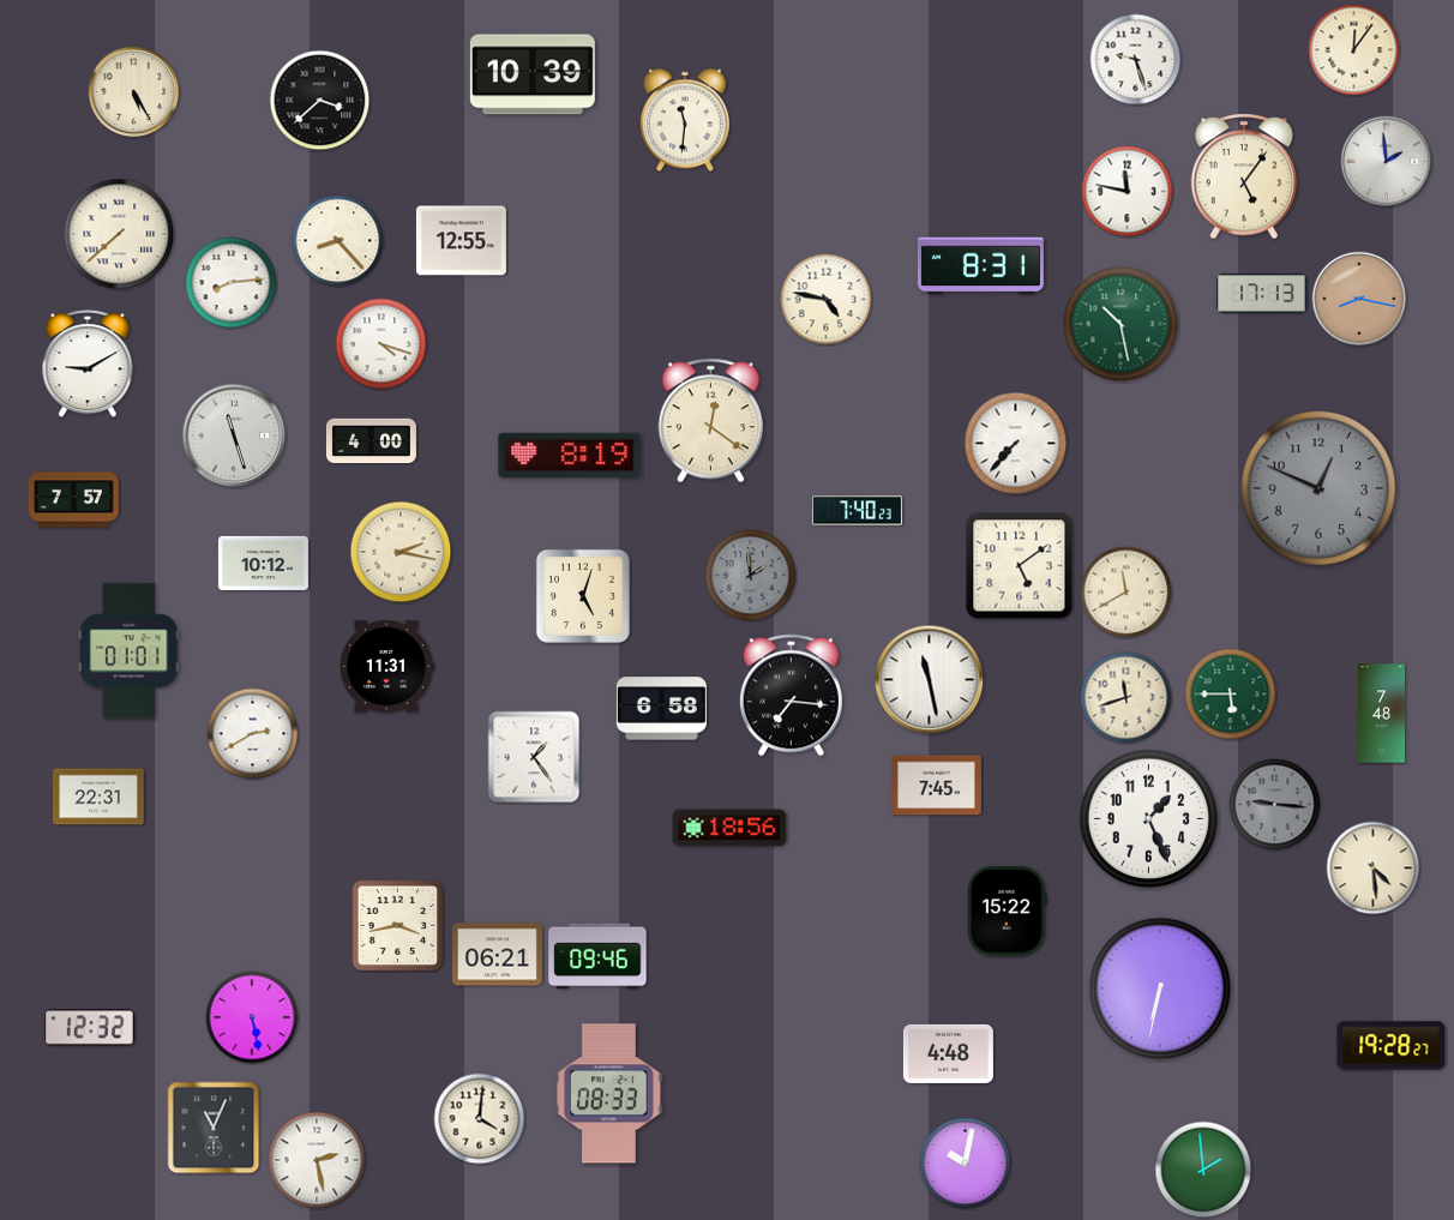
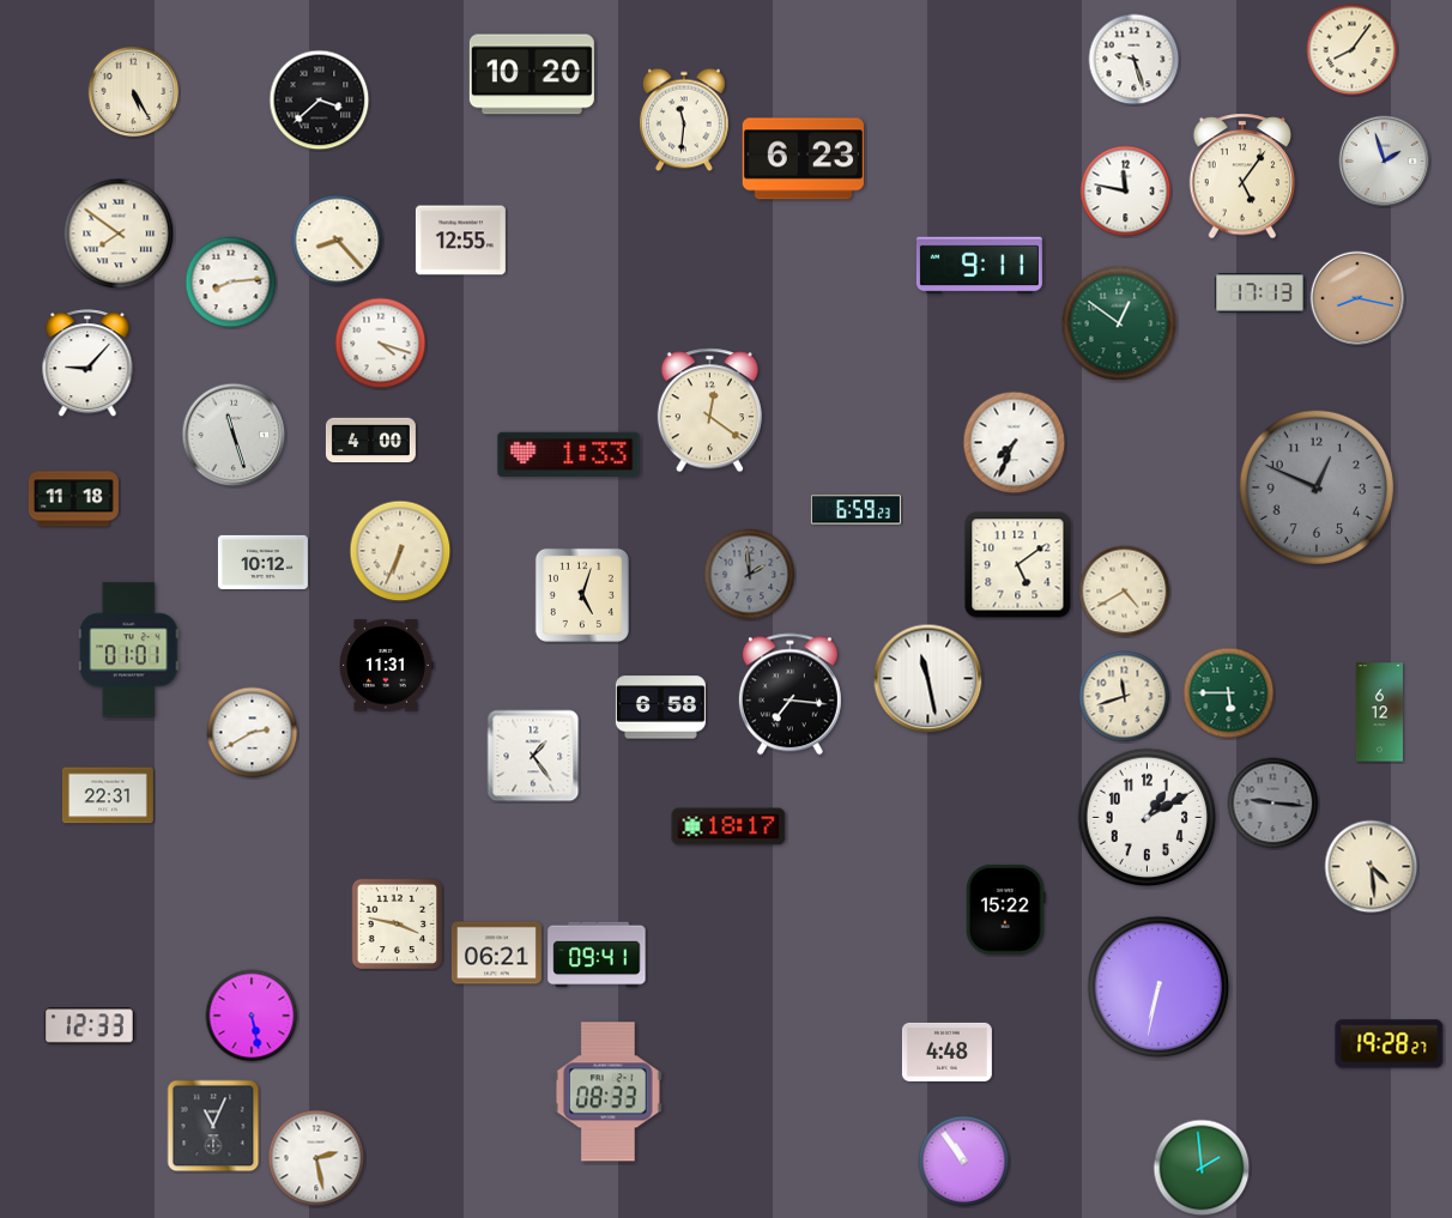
clock at (1354, 50): 12:06 -> 8:06
clock at (533, 74): 10:39 -> 10:20
clock at (803, 159): none -> 6:23
clock at (1387, 162): 1:59 -> 1:57
clock at (119, 234): 7:38 -> 7:51
clock at (980, 266): 8:31 -> 9:11
clock at (827, 300): 4:47 -> none
clock at (1120, 324): 10:28 -> 12:51
clock at (88, 365): 9:10 -> 9:07
clock at (710, 421) position: (710, 421) -> (709, 411)
clock at (1016, 444): 7:37 -> 7:34
clock at (570, 455): 8:19 -> 1:33
clock at (73, 500): 7:57 -> 11:18
clock at (857, 511): 7:40 -> 6:59
clock at (401, 552): 2:17 -> 6:34
clock at (1126, 593): 11:40 -> 4:40
clock at (1381, 714): 7:48 -> 6:12
clock at (936, 786): 7:45 -> none
clock at (98, 797) position: (98, 797) -> (108, 795)
clock at (1149, 819): 1:26 -> 1:10
clock at (729, 828): 18:56 -> 18:17
clock at (398, 926): 3:43 -> 3:47
clock at (597, 956): 09:46 -> 09:41
clock at (89, 1028): 12:32 -> 12:33
clock at (480, 1119): 4:01 -> none
clock at (966, 1164): 10:02 -> 10:54
